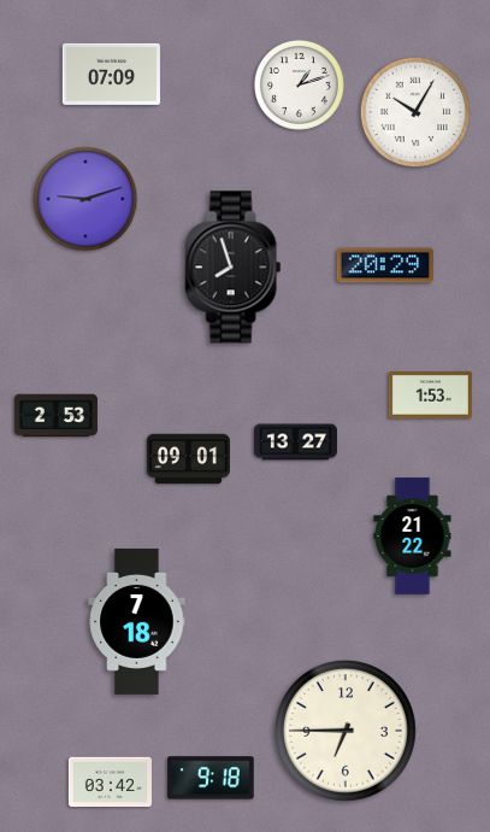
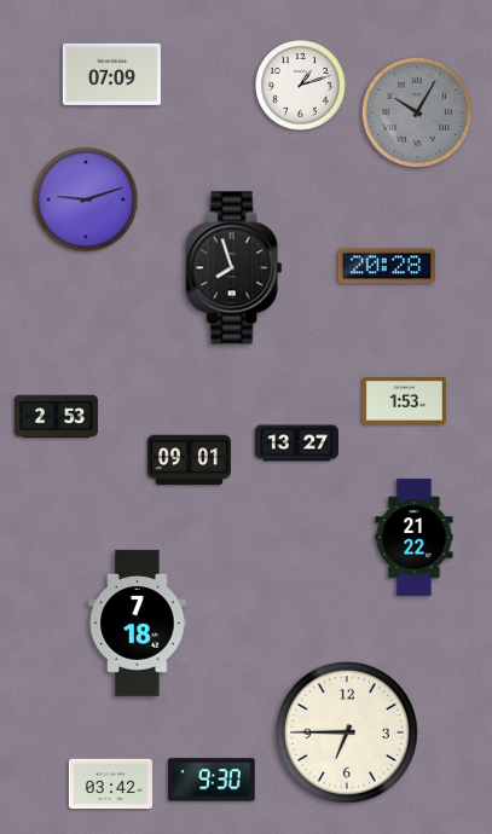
clock at (415, 112) dial: white -> grey
clock at (385, 265): 20:29 -> 20:28
clock at (430, 396) position: (430, 396) -> (404, 401)
clock at (211, 778): 9:18 -> 9:30
